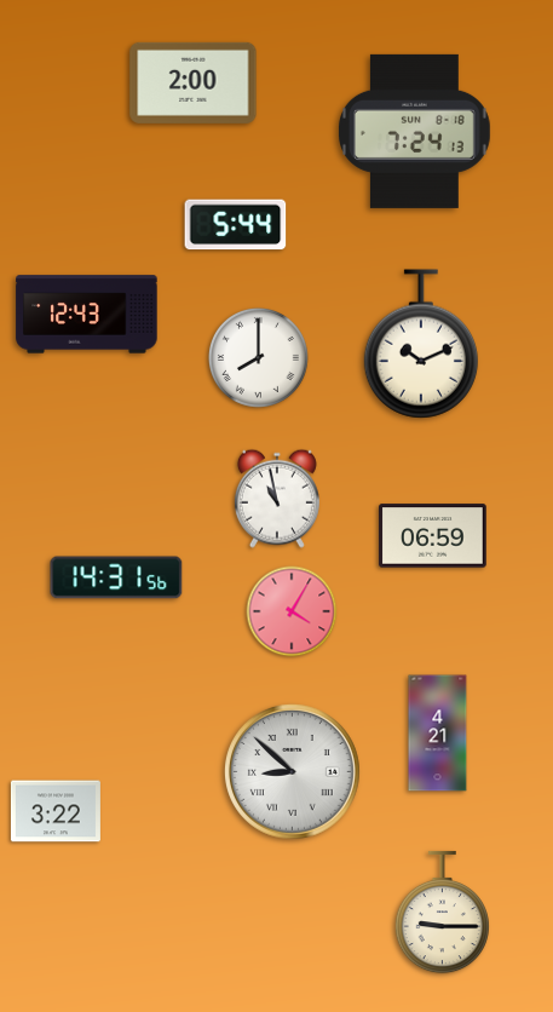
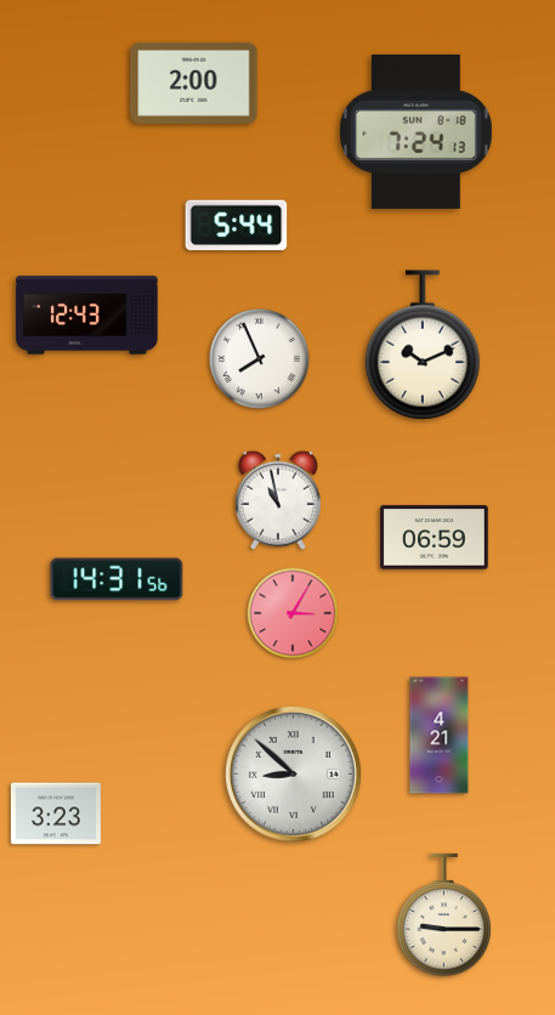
clock at (258, 357): 8:00 -> 7:56
clock at (292, 611): 4:05 -> 3:05
clock at (56, 811): 3:22 -> 3:23
